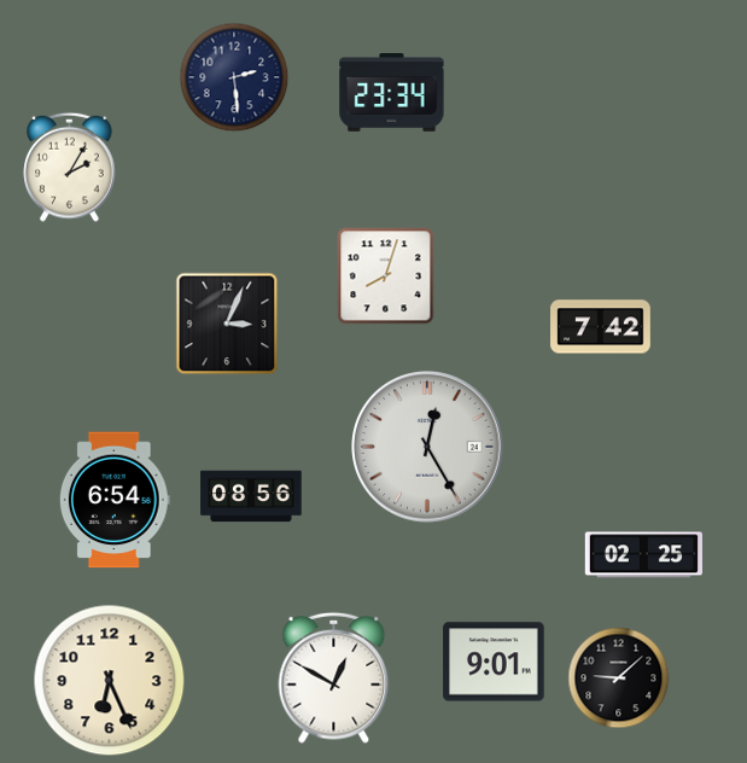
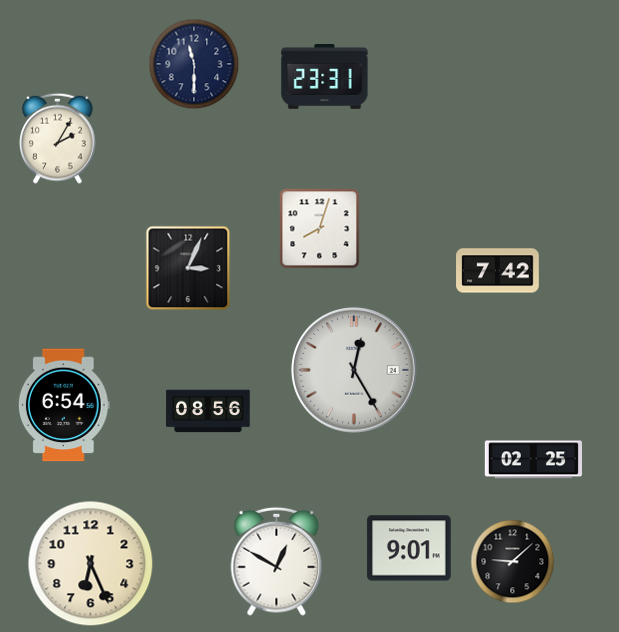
clock at (234, 77): 2:29 -> 11:30
clock at (392, 93): 23:34 -> 23:31
clock at (115, 500) position: (115, 500) -> (64, 405)
